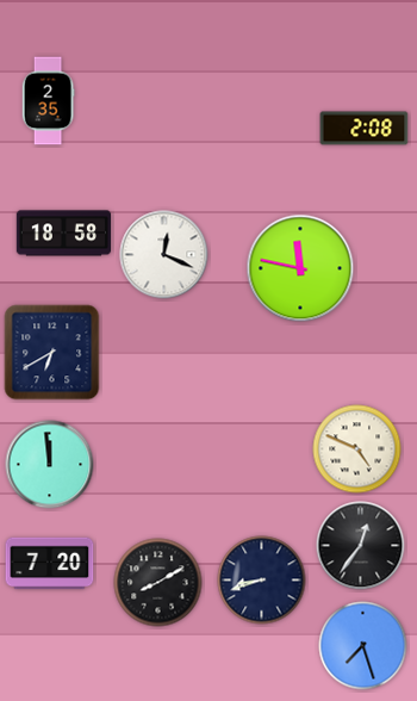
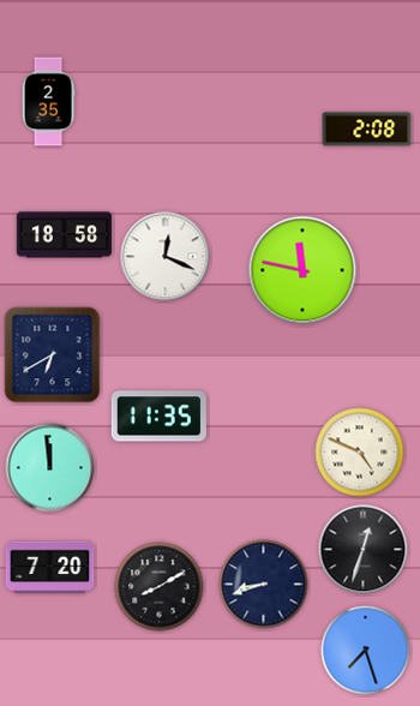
clock at (158, 417): none -> 11:35
clock at (361, 546): 12:36 -> 12:33
